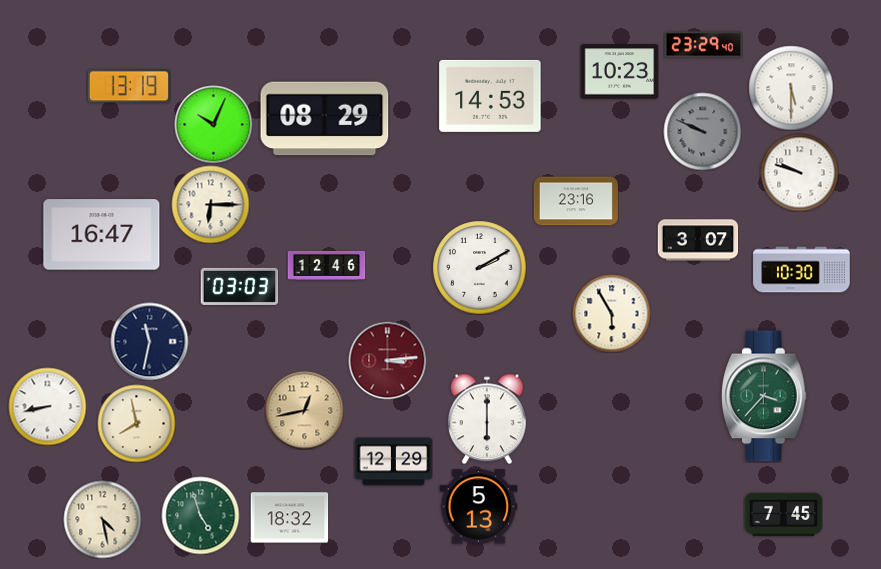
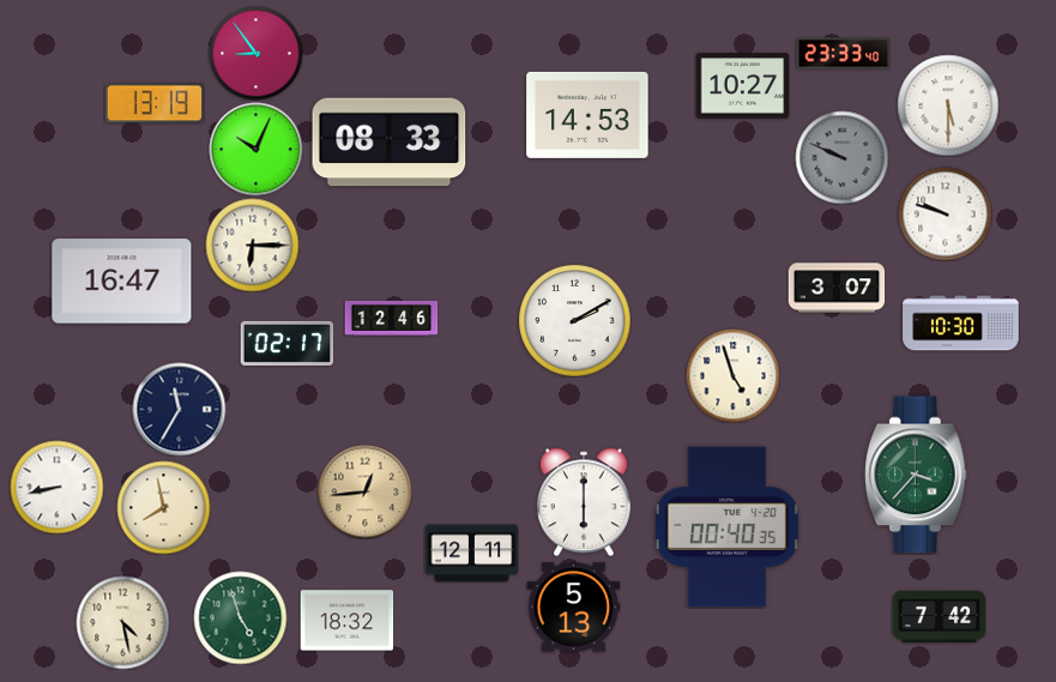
clock at (255, 53): none -> 8:54
clock at (703, 45): 23:29 -> 23:33
clock at (619, 72): 10:23 -> 10:27
clock at (325, 119): 08:29 -> 08:33
clock at (799, 172) position: (799, 172) -> (945, 213)
clock at (576, 201): 23:16 -> none
clock at (239, 286): 03:03 -> 02:17
clock at (611, 313): 5:55 -> 4:57
clock at (149, 341): 11:32 -> 11:35
clock at (387, 360): 3:14 -> none
clock at (304, 410): 12:43 -> 12:44
clock at (726, 527): none -> 00:40
clock at (393, 462): 12:29 -> 12:11
clock at (783, 515): 7:45 -> 7:42
